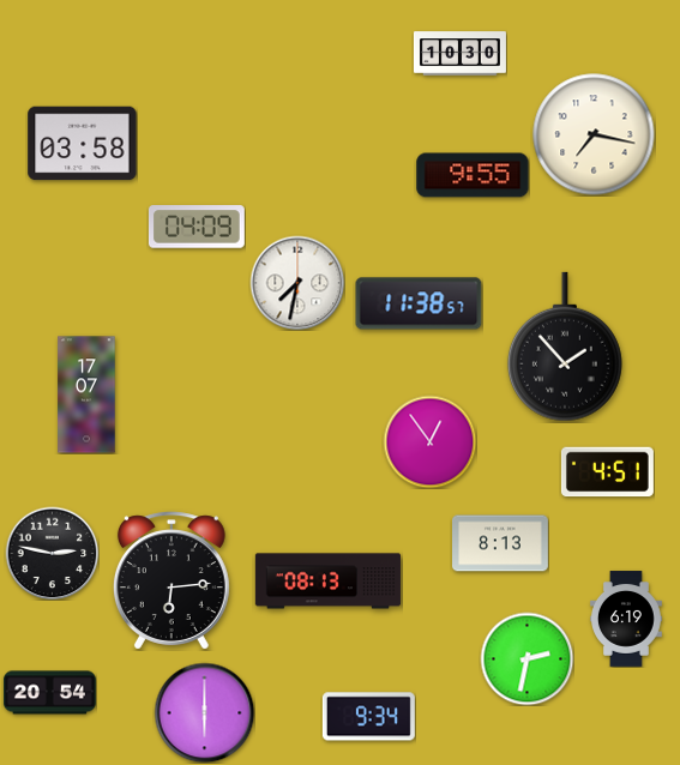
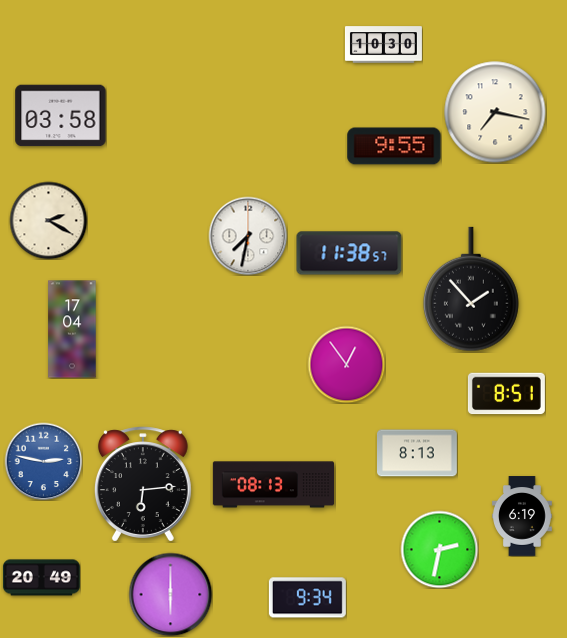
clock at (83, 144) position: (83, 144) -> (61, 116)
clock at (197, 227): 04:09 -> none
clock at (48, 220): none -> 2:20
clock at (86, 394): 17:07 -> 17:04
clock at (429, 441) position: (429, 441) -> (346, 364)
clock at (607, 472): 4:51 -> 8:51
clock at (52, 553) dial: black -> blue
clock at (49, 693): 20:54 -> 20:49
